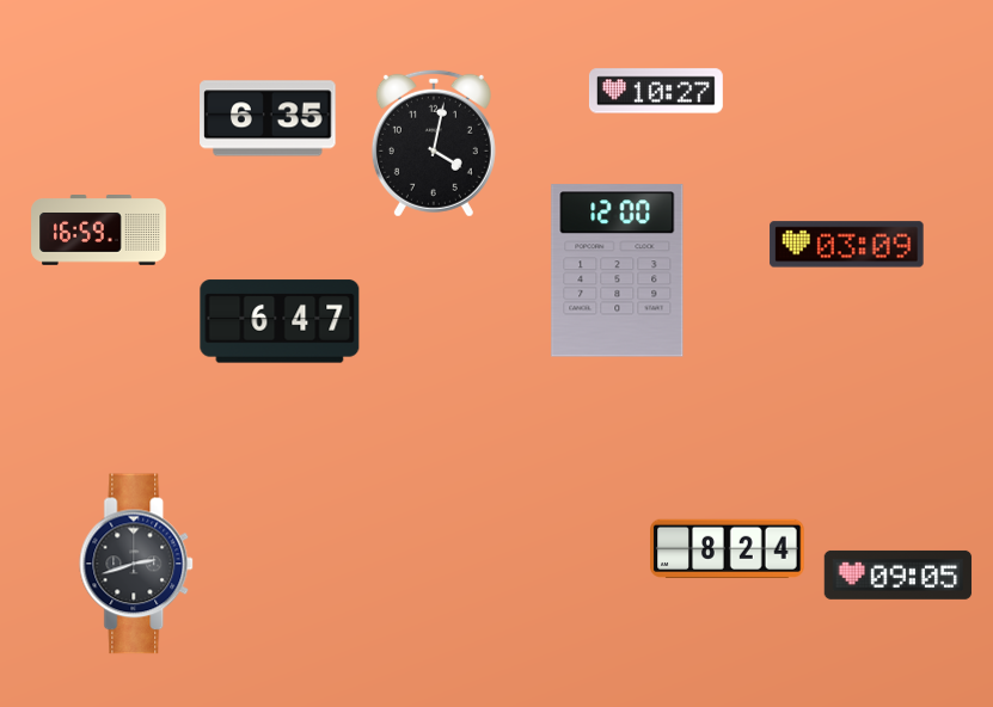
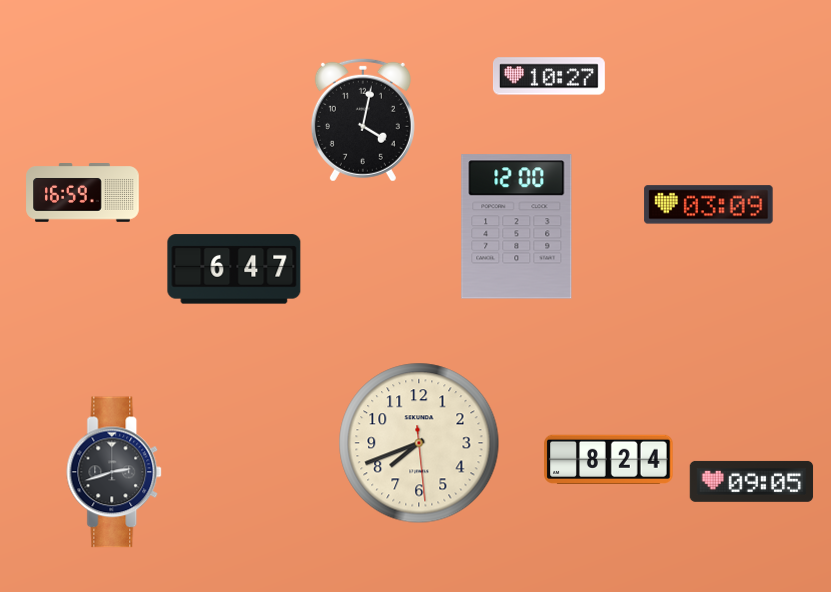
clock at (268, 118): 6:35 -> none
clock at (419, 443): none -> 7:41
